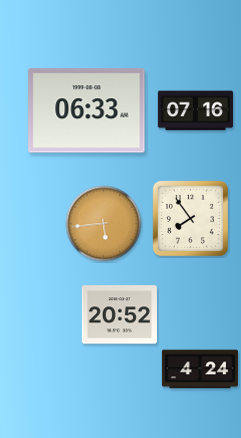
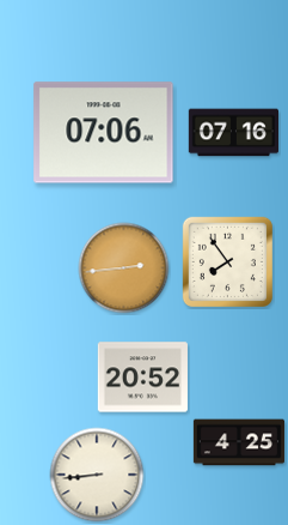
clock at (87, 111): 06:33 -> 07:06
clock at (104, 224): 5:44 -> 2:44
clock at (200, 369): 4:24 -> 4:25
clock at (97, 475): none -> 8:44
